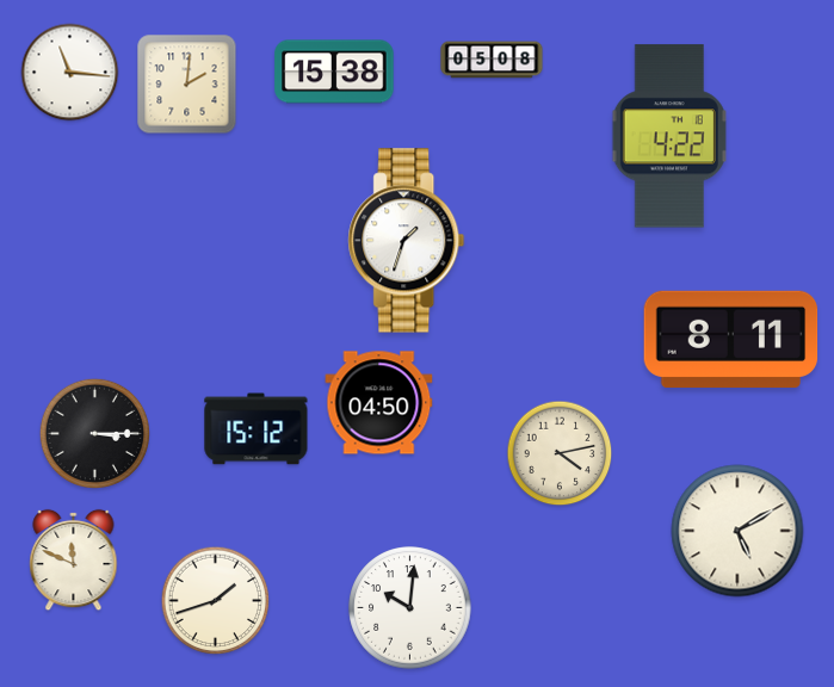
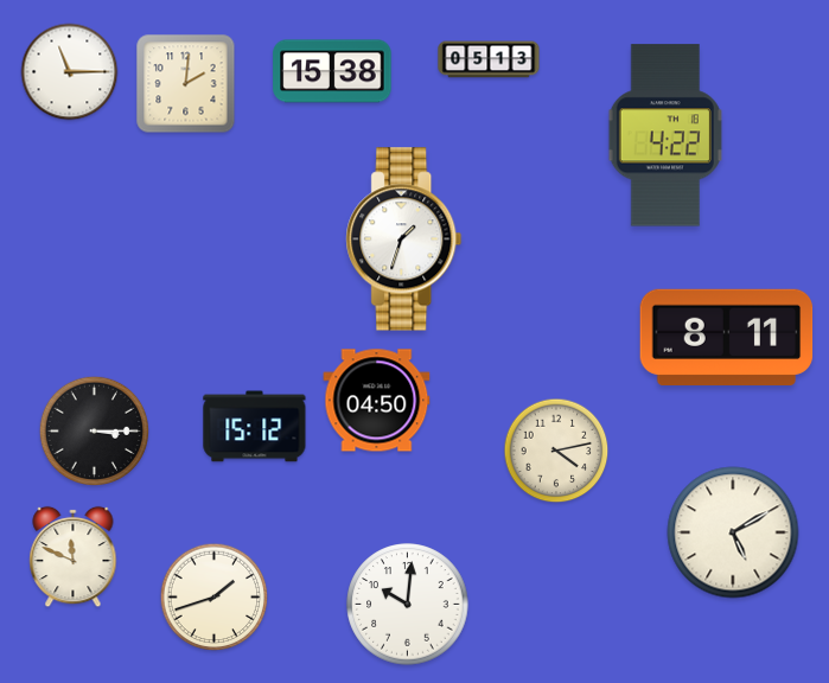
clock at (492, 60): 05:08 -> 05:13
clock at (70, 73): 11:16 -> 11:15
clock at (737, 531) position: (737, 531) -> (733, 532)
